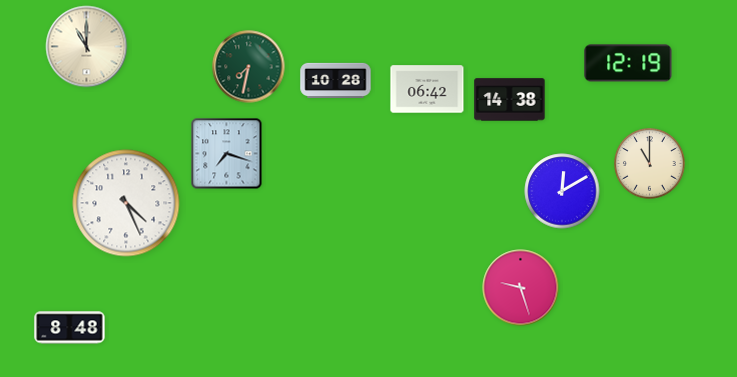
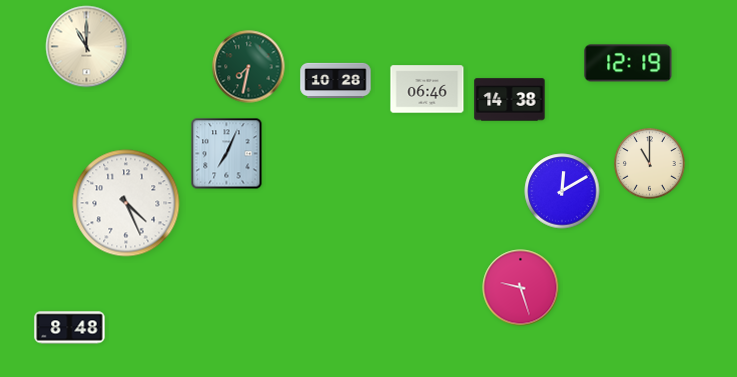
clock at (427, 89): 06:42 -> 06:46
clock at (227, 154): 7:18 -> 7:04
